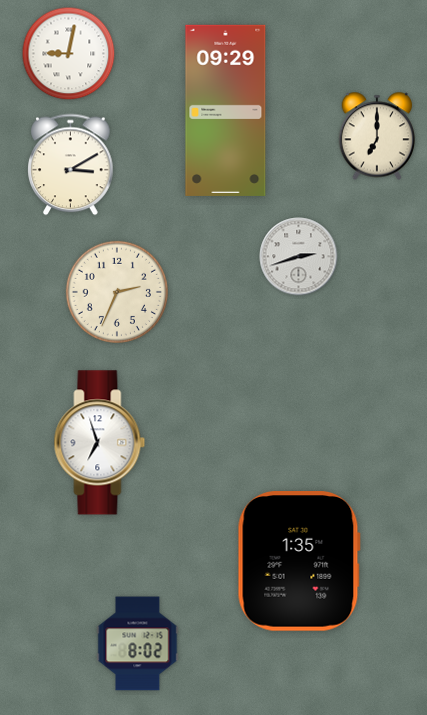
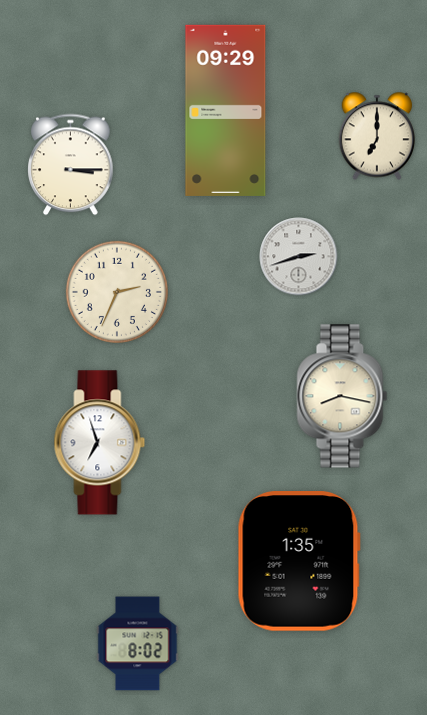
clock at (69, 54): 9:02 -> none
clock at (71, 165): 3:10 -> 3:15
clock at (342, 396): none -> 8:17
